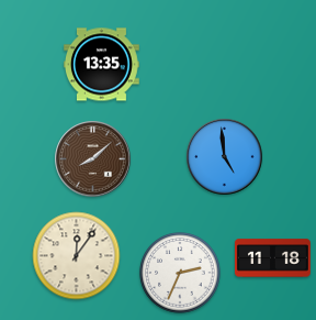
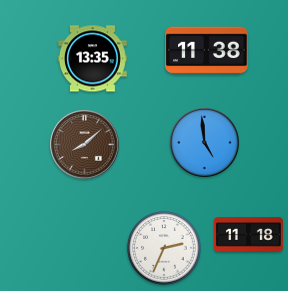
clock at (207, 51): none -> 11:38
clock at (77, 256): 12:06 -> none
